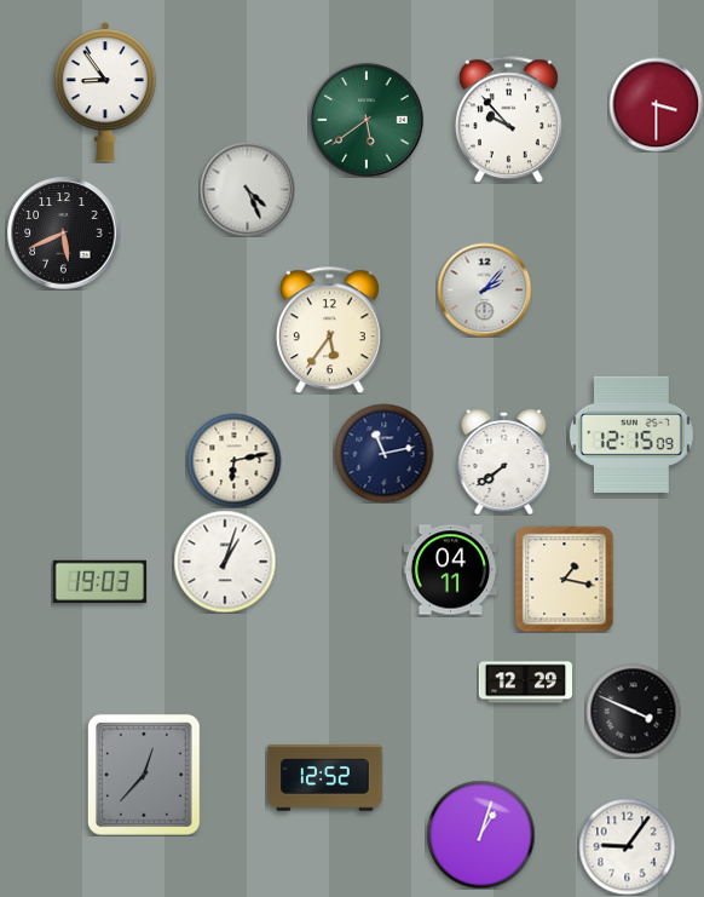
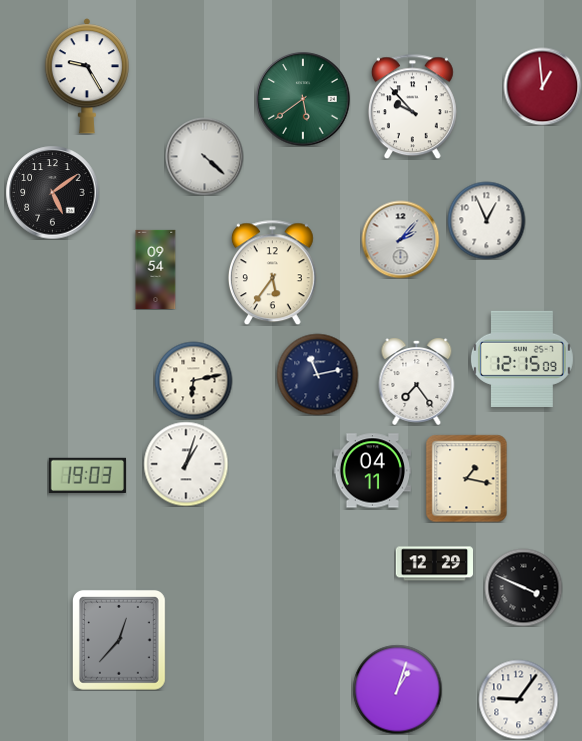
clock at (105, 92): 8:54 -> 9:25
clock at (656, 104): 3:30 -> 12:59
clock at (508, 119) position: (508, 119) -> (412, 106)
clock at (247, 189): 4:26 -> 4:22
clock at (63, 232): 5:41 -> 5:09
clock at (486, 220): none -> 12:56
clock at (156, 269): none -> 09:54
clock at (504, 461): 7:39 -> 7:24
clock at (99, 581) position: (99, 581) -> (87, 475)
clock at (325, 778): 12:52 -> none
